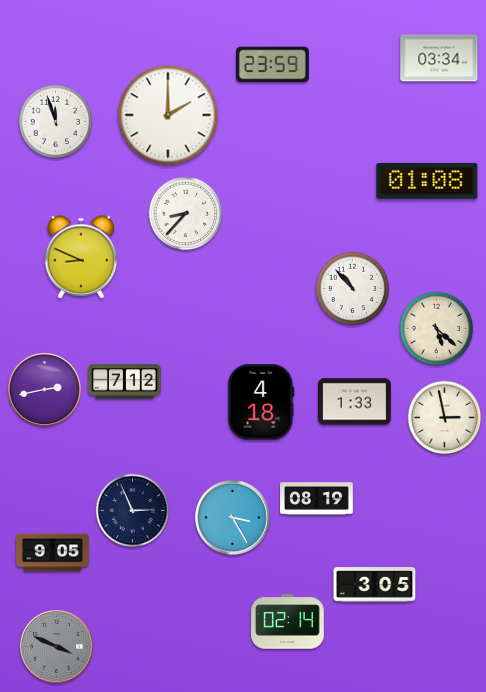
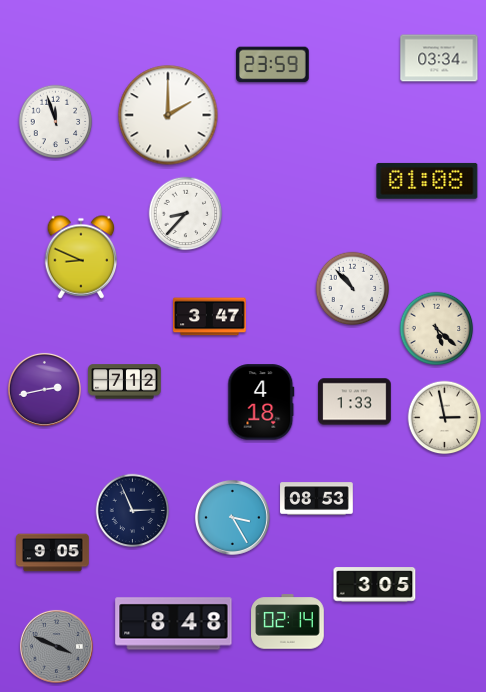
clock at (210, 317): none -> 3:47
clock at (317, 499): 08:19 -> 08:53
clock at (174, 624): none -> 8:48
